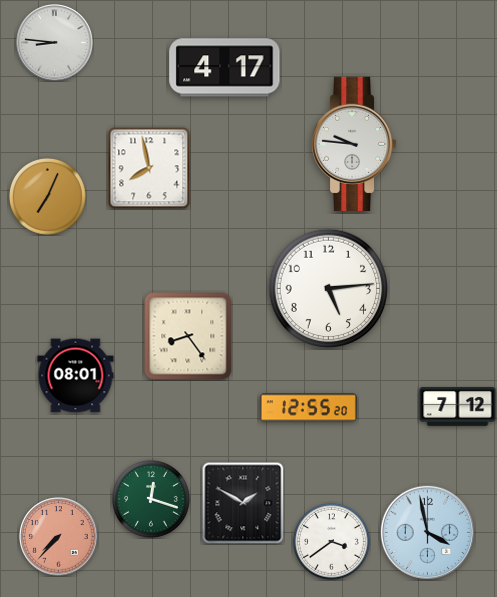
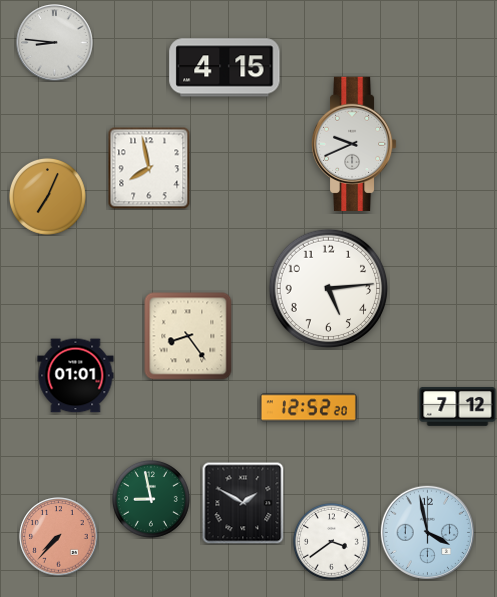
clock at (225, 68): 4:17 -> 4:15
clock at (354, 144): 9:46 -> 9:41
clock at (76, 376): 08:01 -> 01:01
clock at (308, 408): 12:55 -> 12:52
clock at (151, 499): 12:18 -> 8:58
